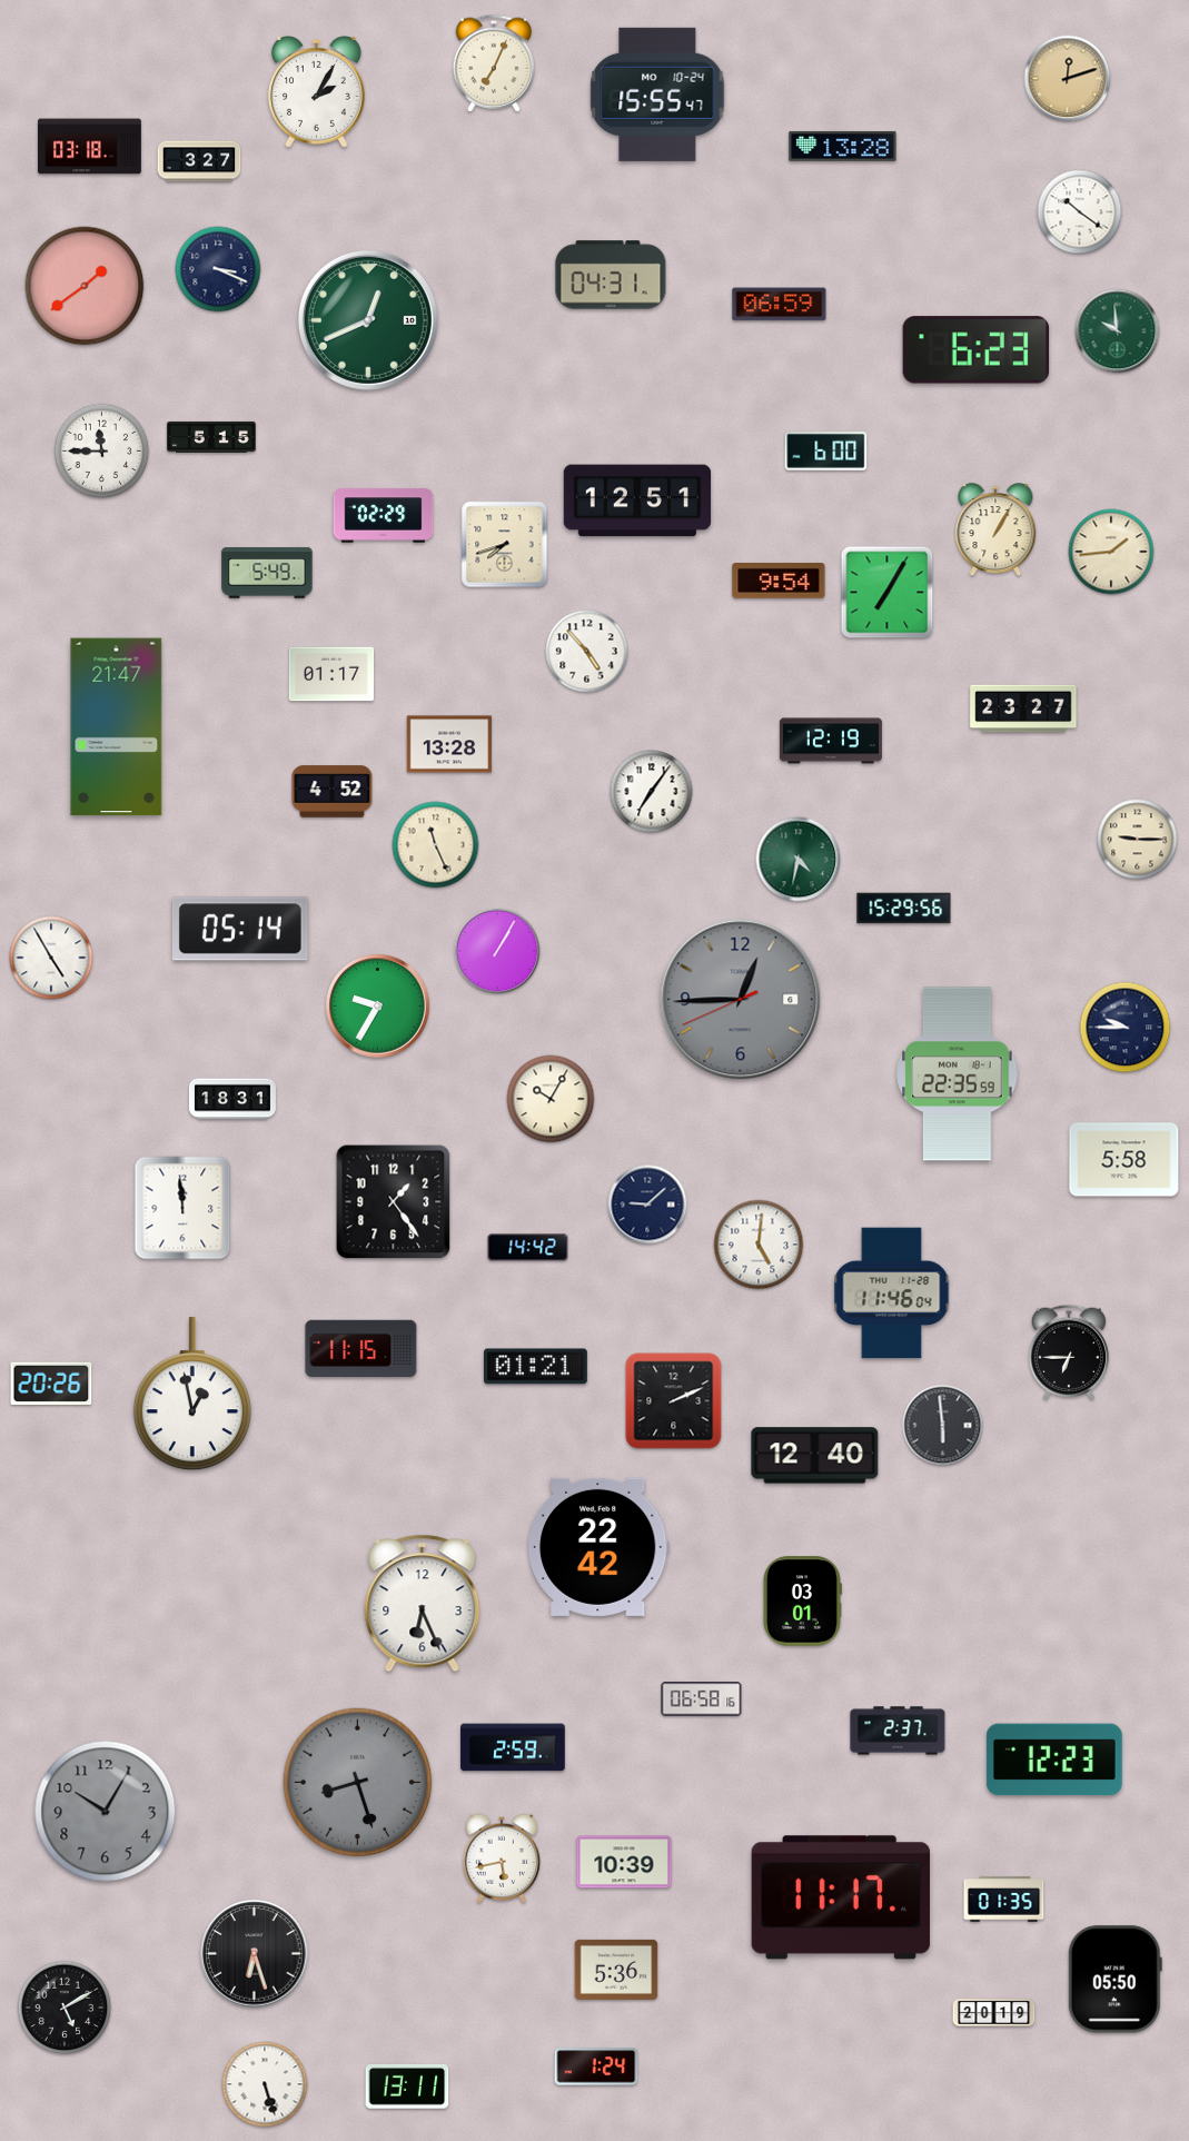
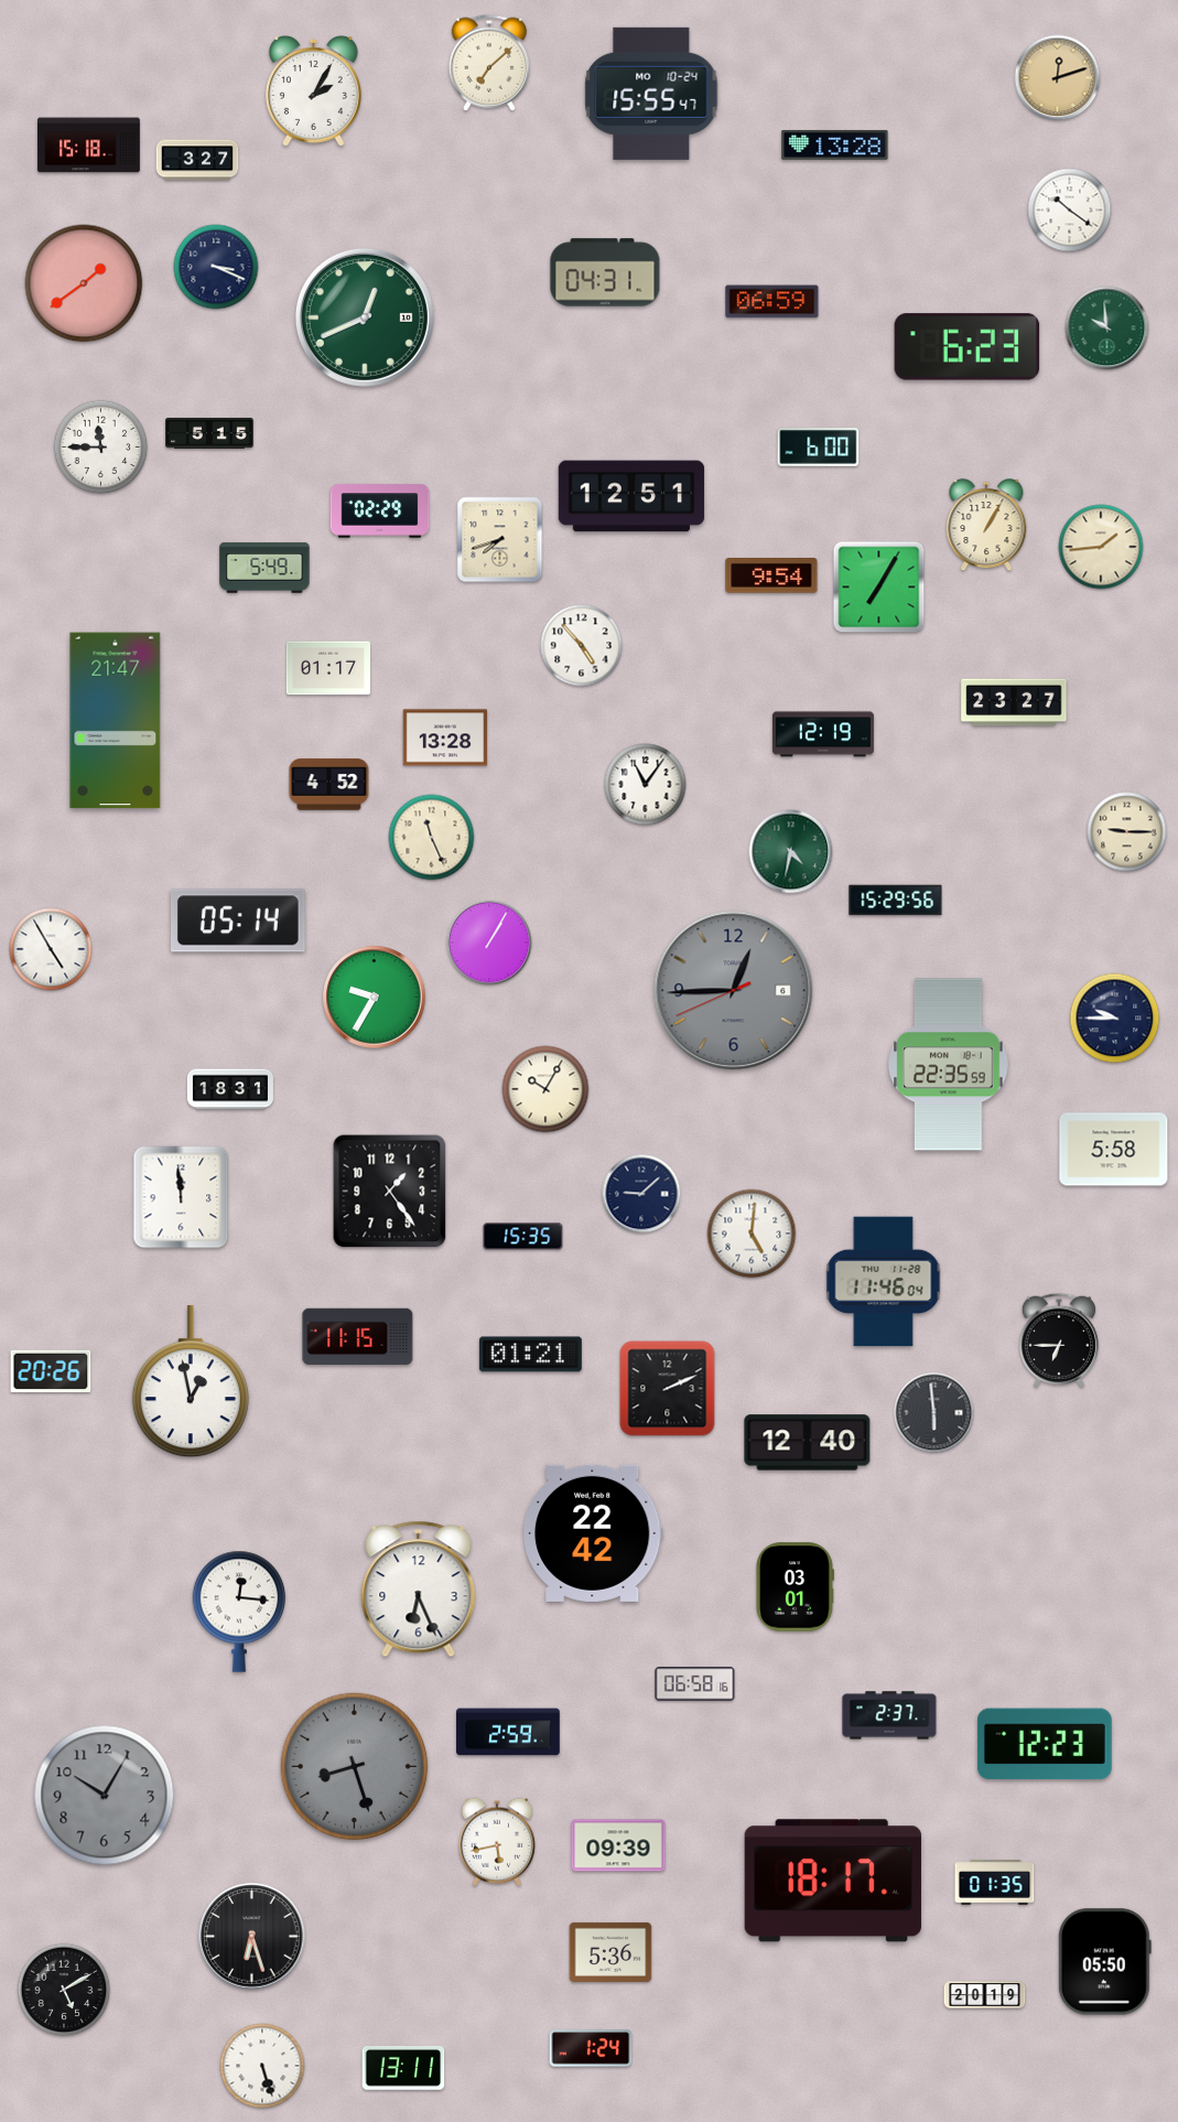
clock at (494, 63): 7:04 -> 7:08
clock at (89, 147): 03:18 -> 15:18
clock at (652, 792): 7:06 -> 11:06
clock at (497, 951) position: (497, 951) -> (489, 942)
clock at (528, 1248): 14:42 -> 15:35
clock at (238, 1612): none -> 12:16
clock at (624, 1862): 10:39 -> 09:39
clock at (840, 1897): 11:17 -> 18:17
